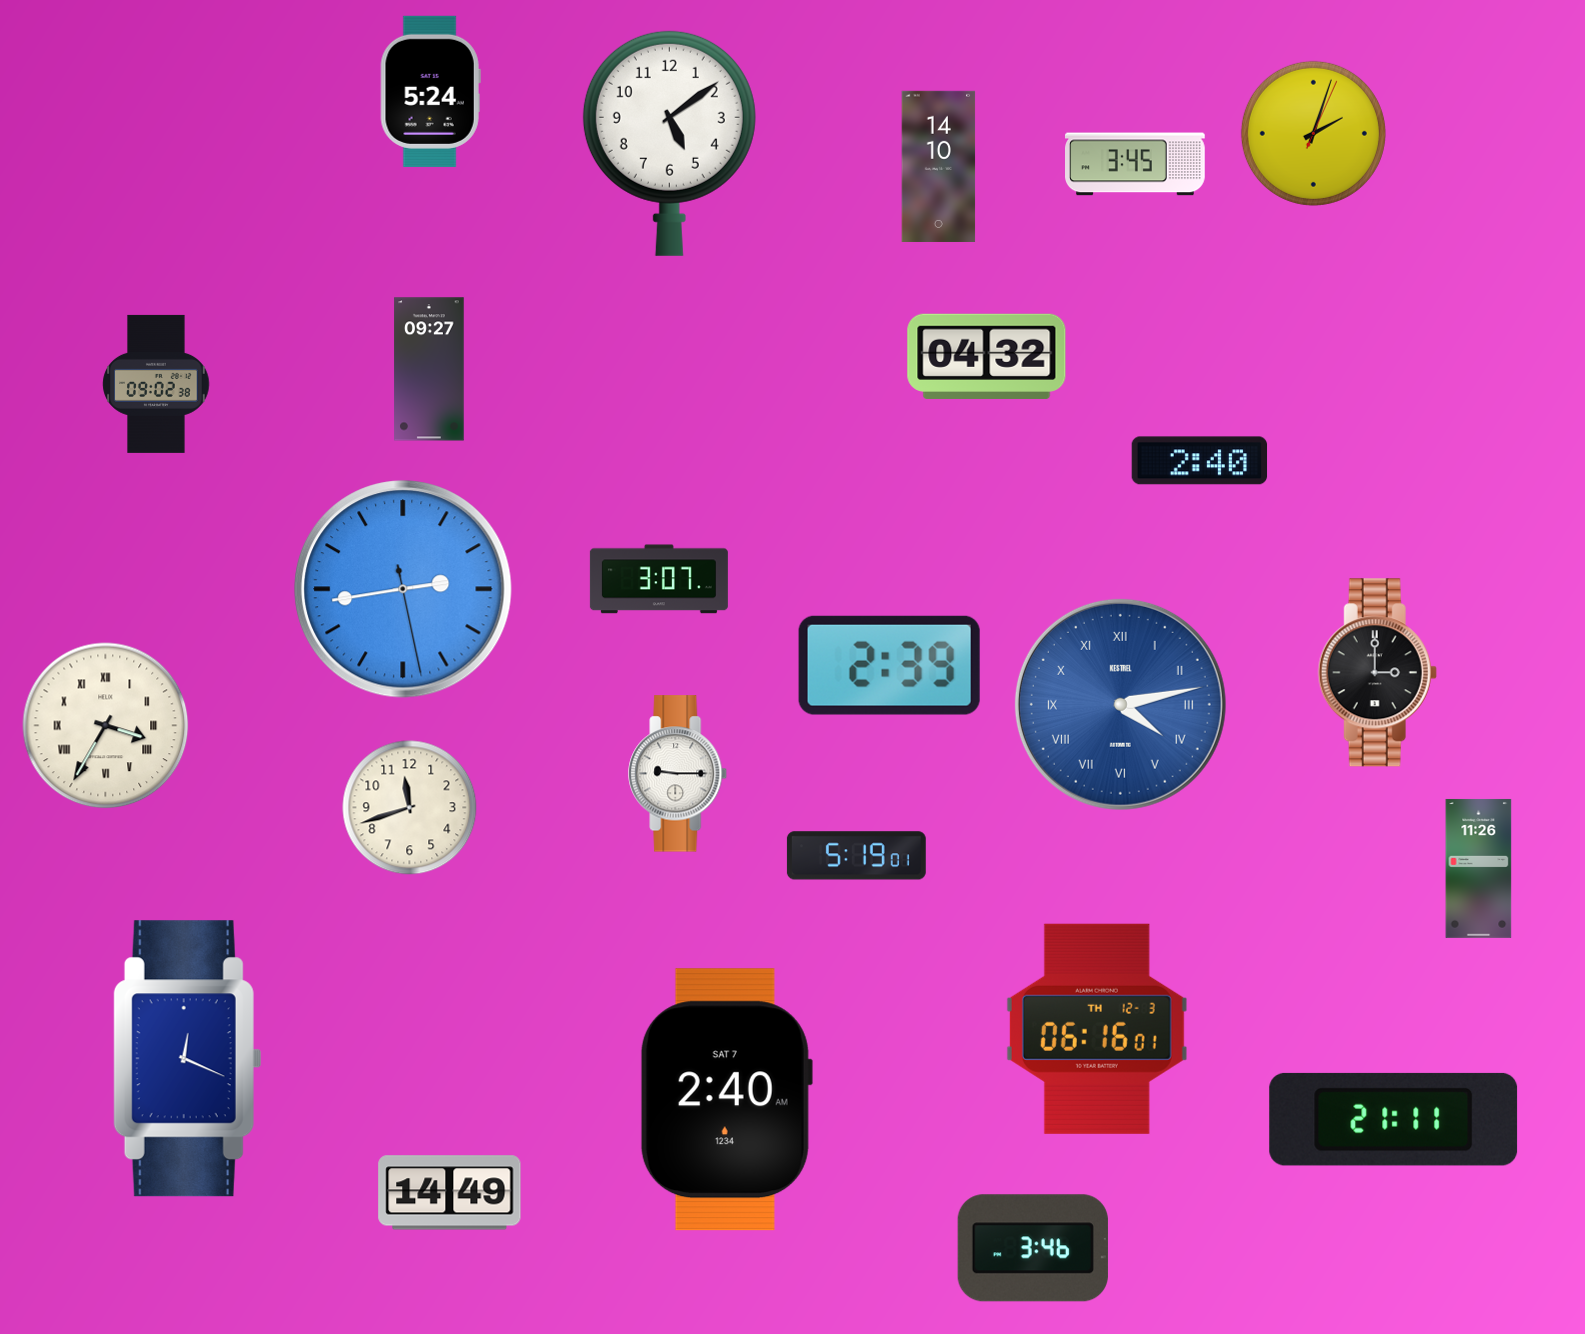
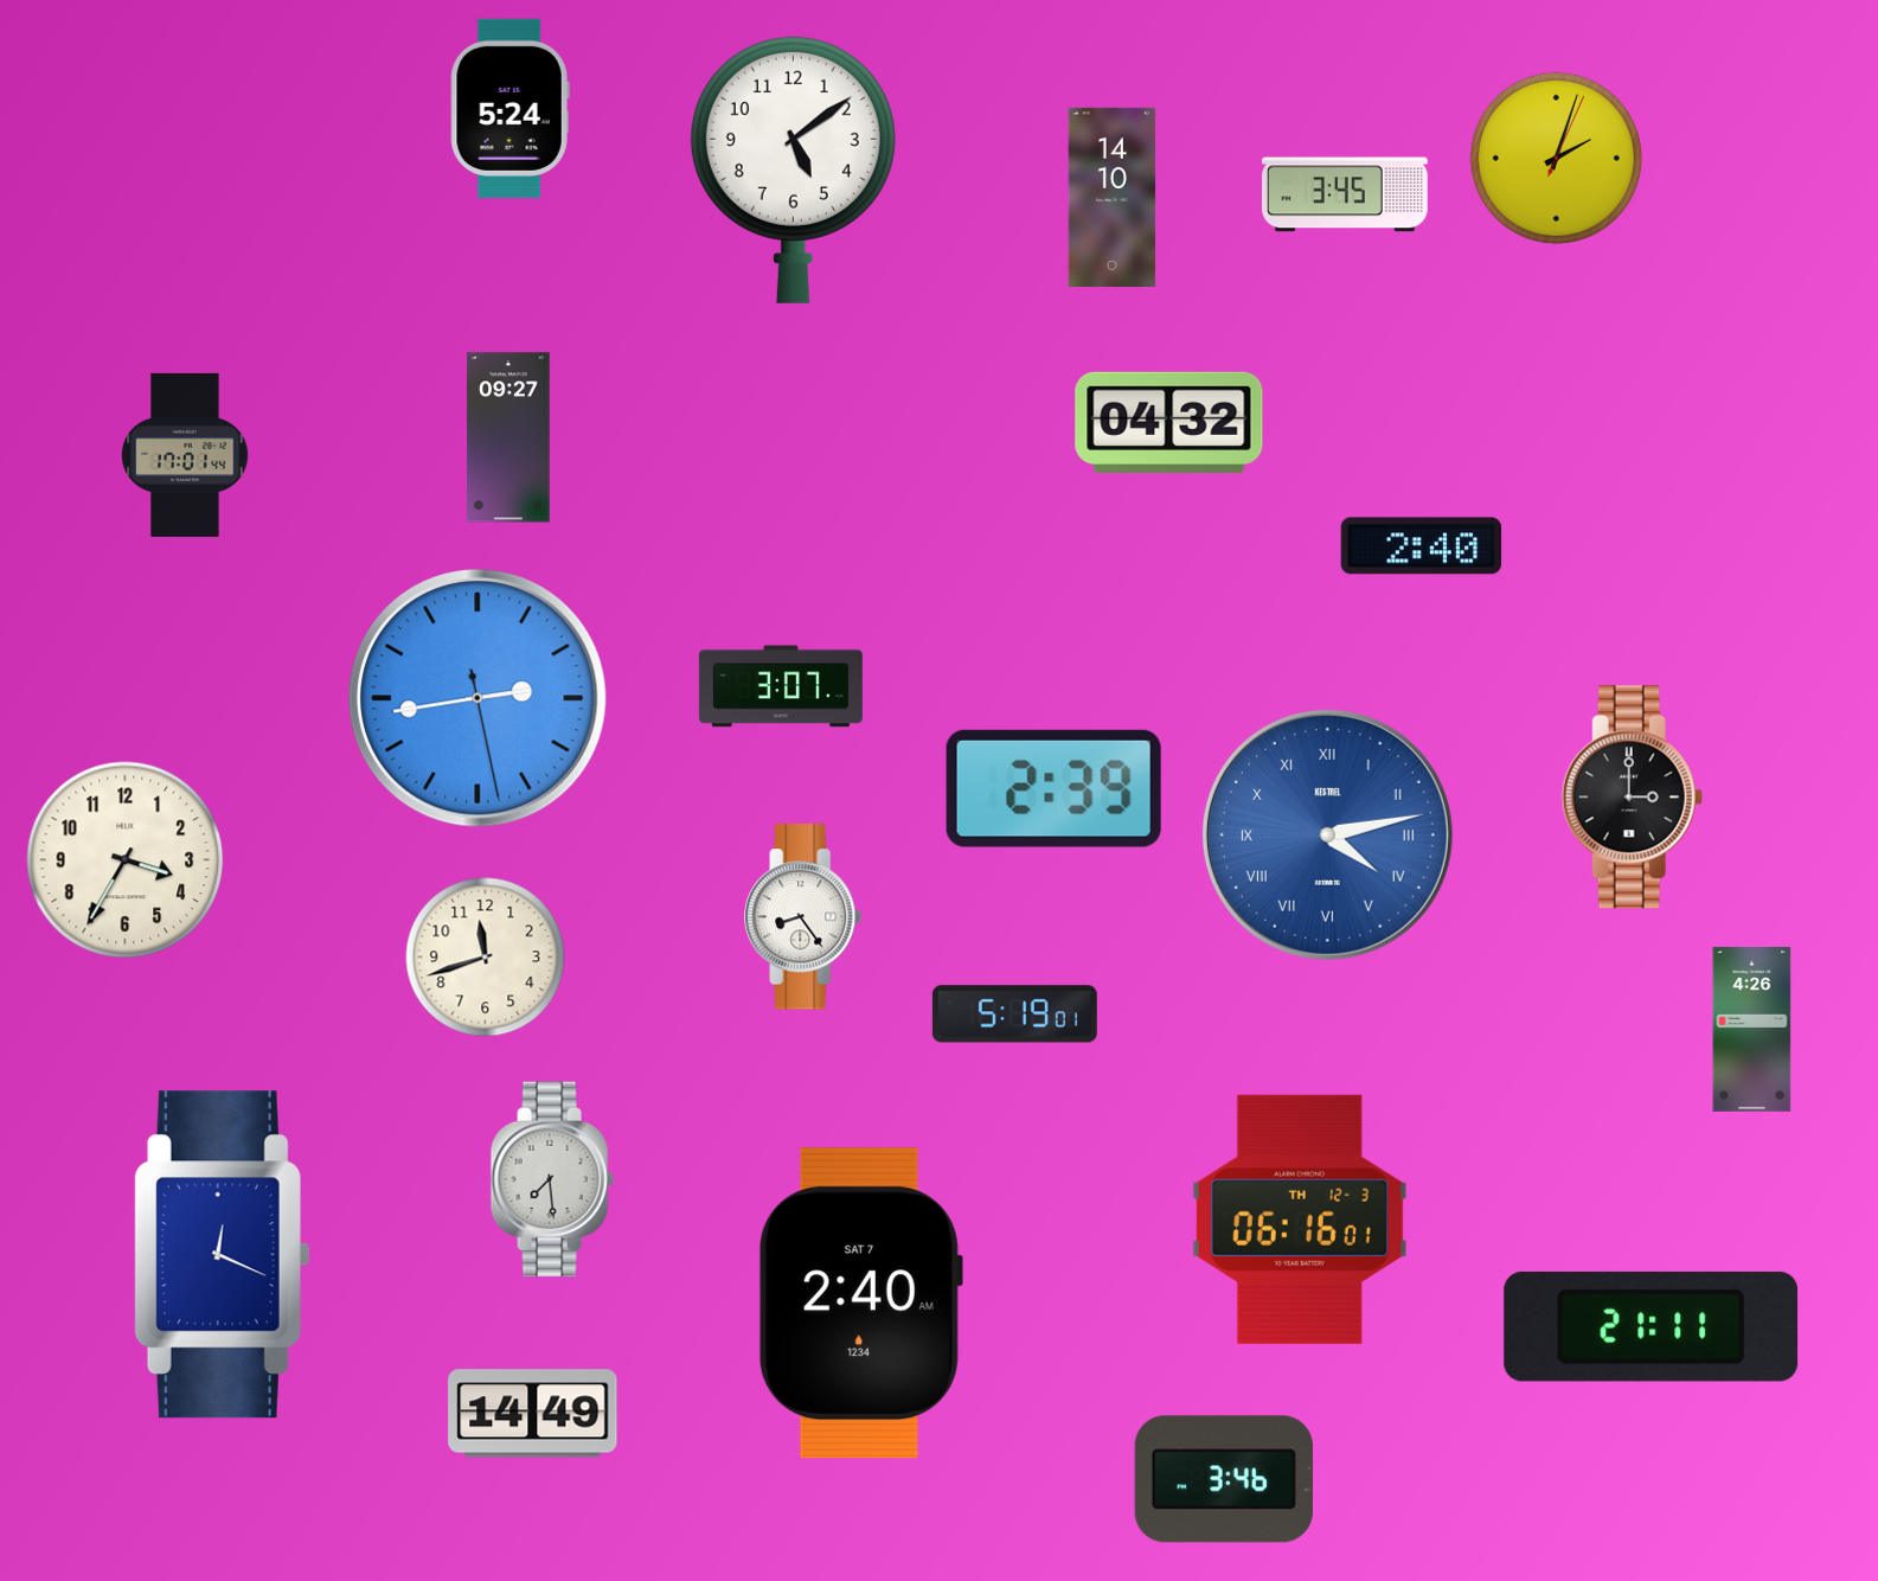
clock at (156, 384): 09:02 -> 17:01
clock at (106, 726) numerals: Roman -> Arabic
clock at (678, 774): 9:15 -> 8:24
clock at (1479, 868): 11:26 -> 4:26
clock at (552, 1178): none -> 7:29
